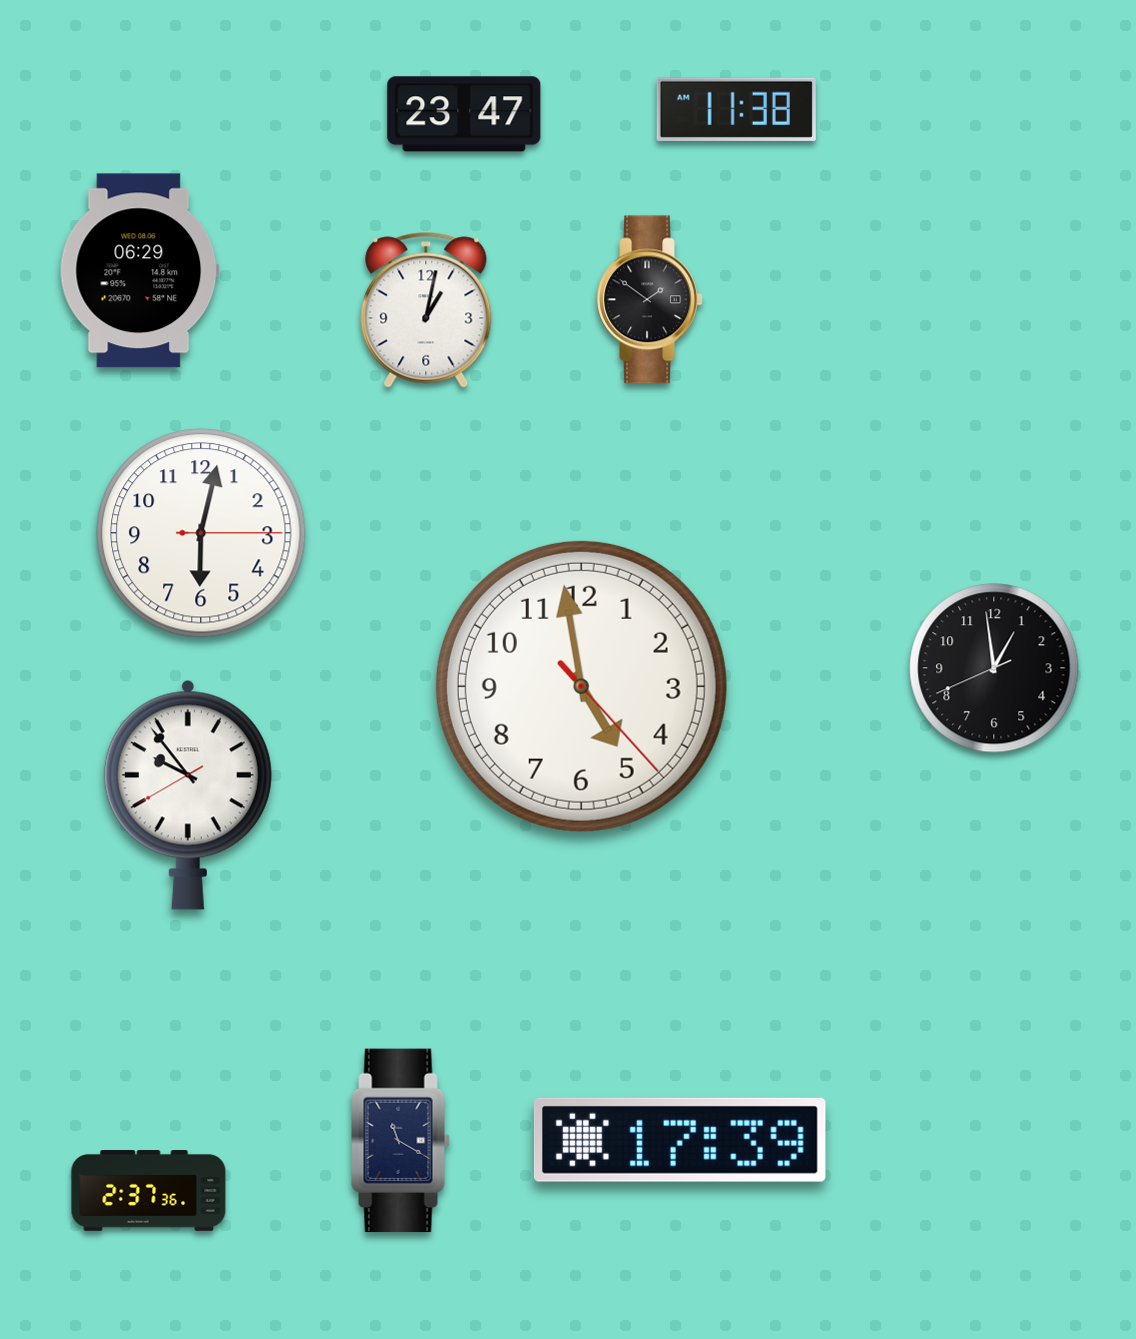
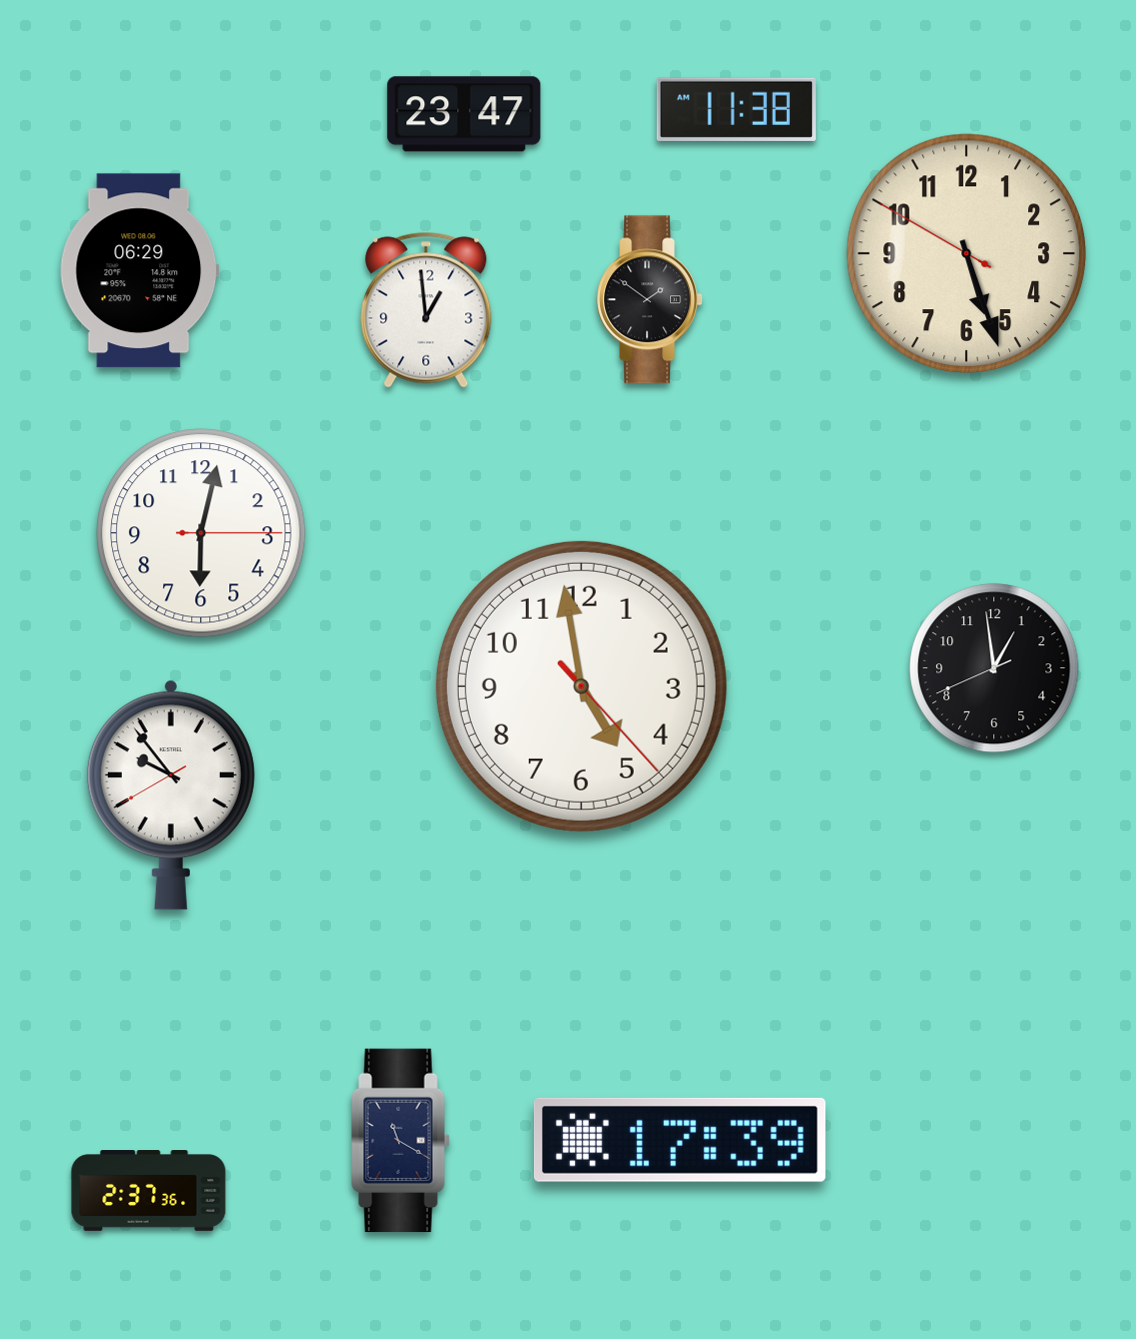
clock at (967, 254): none -> 5:26
clock at (426, 310): 1:02 -> 12:59
clock at (188, 795) position: (188, 795) -> (171, 795)
